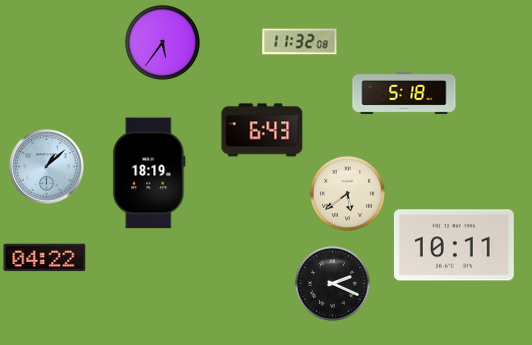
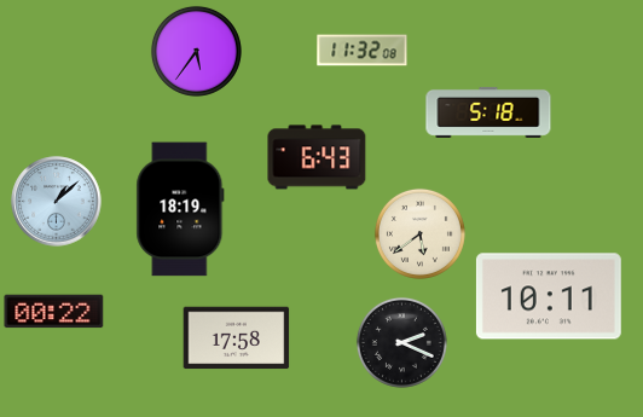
clock at (45, 258): 04:22 -> 00:22
clock at (237, 338): none -> 17:58
